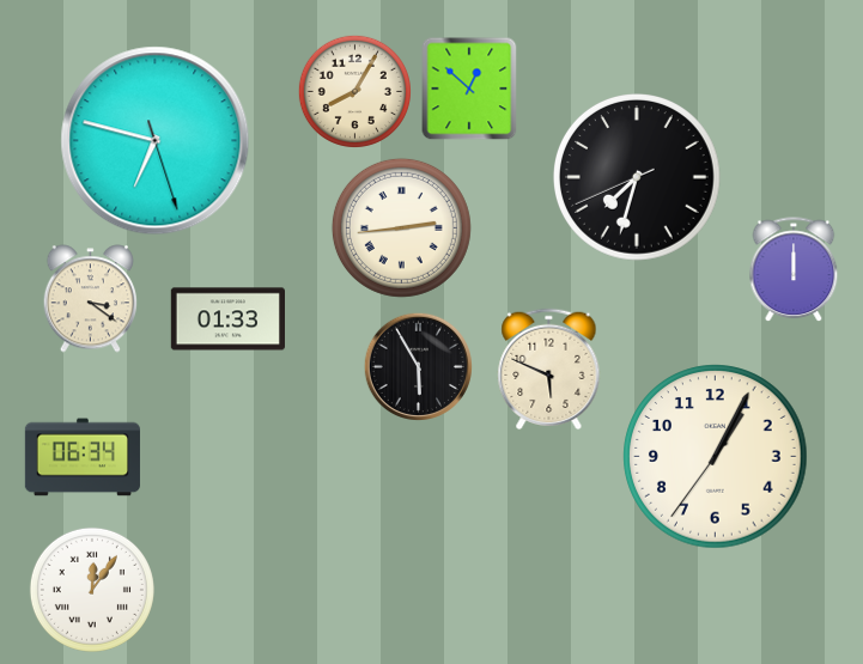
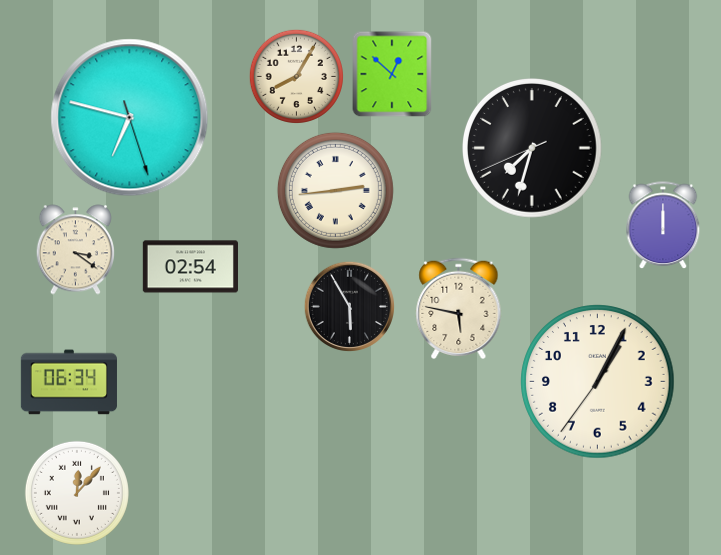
clock at (227, 319): 01:33 -> 02:54
clock at (549, 370): 5:49 -> 5:47
clock at (92, 590): 12:06 -> 12:07
